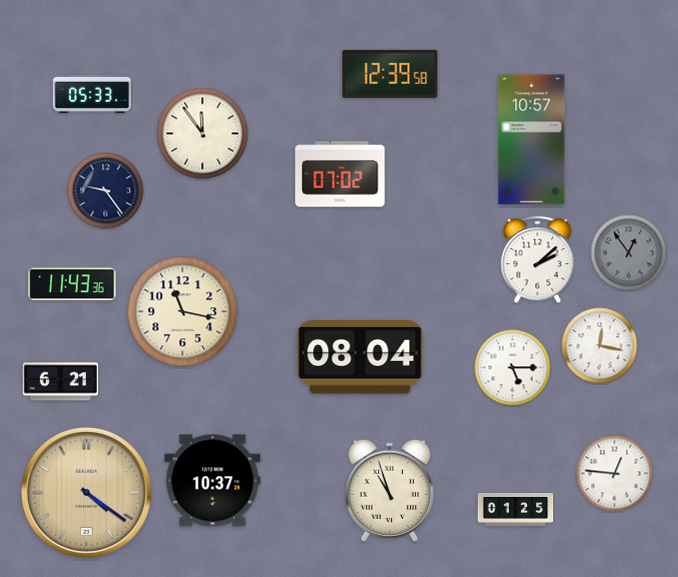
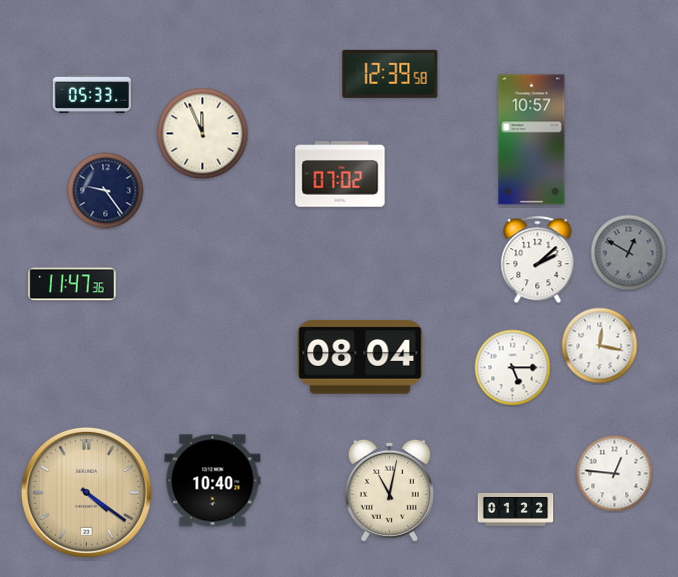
clock at (203, 134): 11:54 -> 11:56
clock at (629, 253): 12:54 -> 12:50
clock at (72, 284): 11:43 -> 11:47
clock at (183, 312): 11:17 -> none
clock at (61, 382): 6:21 -> none
clock at (213, 481): 10:37 -> 10:40
clock at (389, 490): 10:57 -> 11:02
clock at (516, 509): 01:25 -> 01:22
